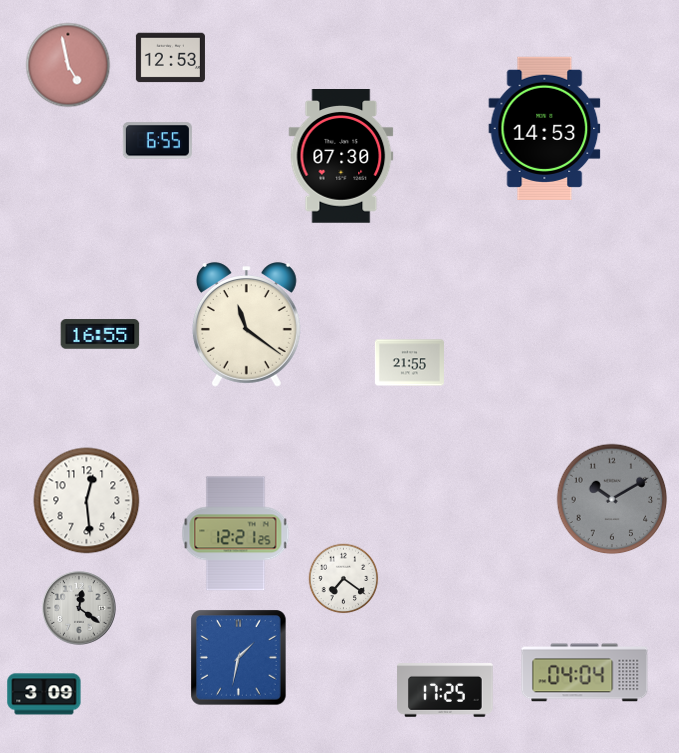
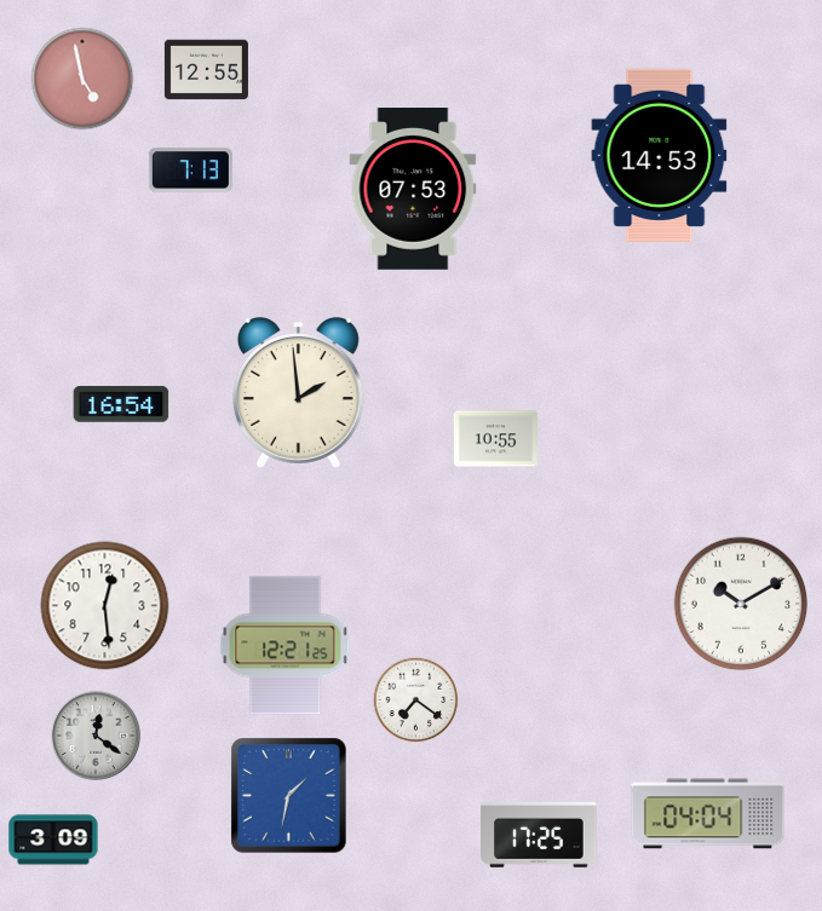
clock at (170, 58): 12:53 -> 12:55
clock at (157, 141): 6:55 -> 7:13
clock at (341, 157): 07:30 -> 07:53
clock at (246, 325): 11:21 -> 1:59
clock at (100, 334): 16:55 -> 16:54
clock at (409, 363): 21:55 -> 10:55
clock at (612, 499) dial: grey -> white
